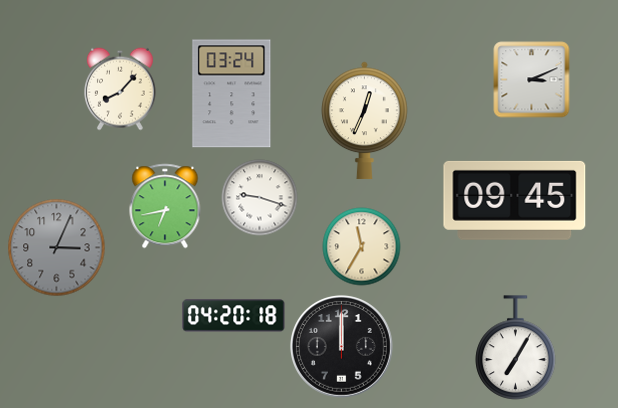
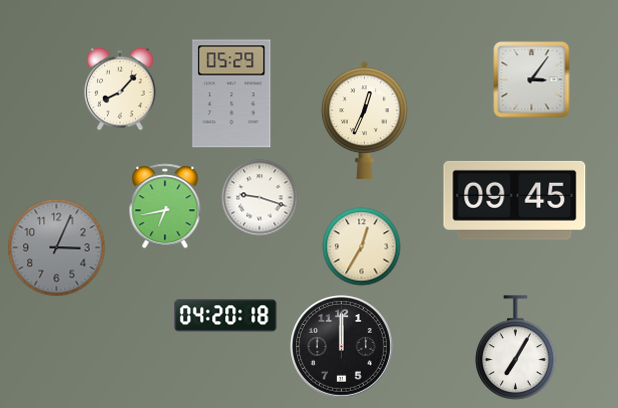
clock at (532, 80): 3:11 -> 3:06
clock at (232, 94): 03:24 -> 05:29
clock at (362, 247): 11:35 -> 12:35
clock at (234, 316) position: (234, 316) -> (226, 316)
